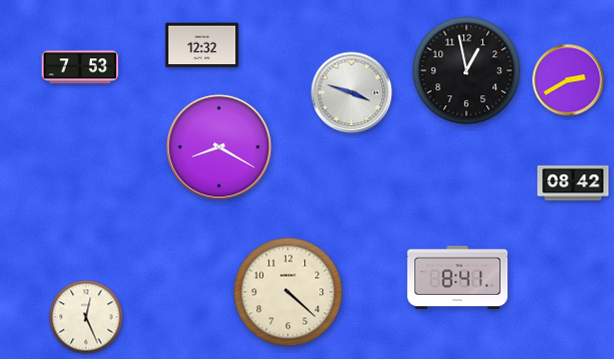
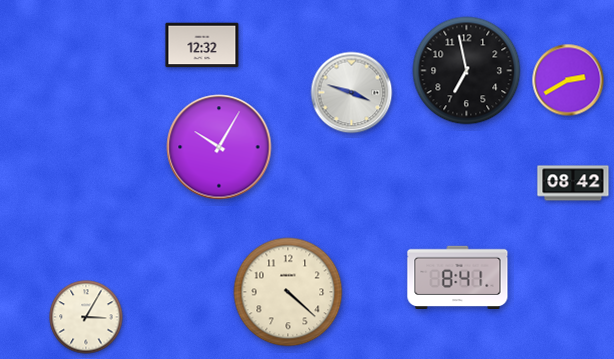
clock at (80, 67): 7:53 -> none
clock at (467, 71): 12:58 -> 6:58
clock at (219, 147): 8:20 -> 10:05
clock at (86, 317): 12:26 -> 3:05
